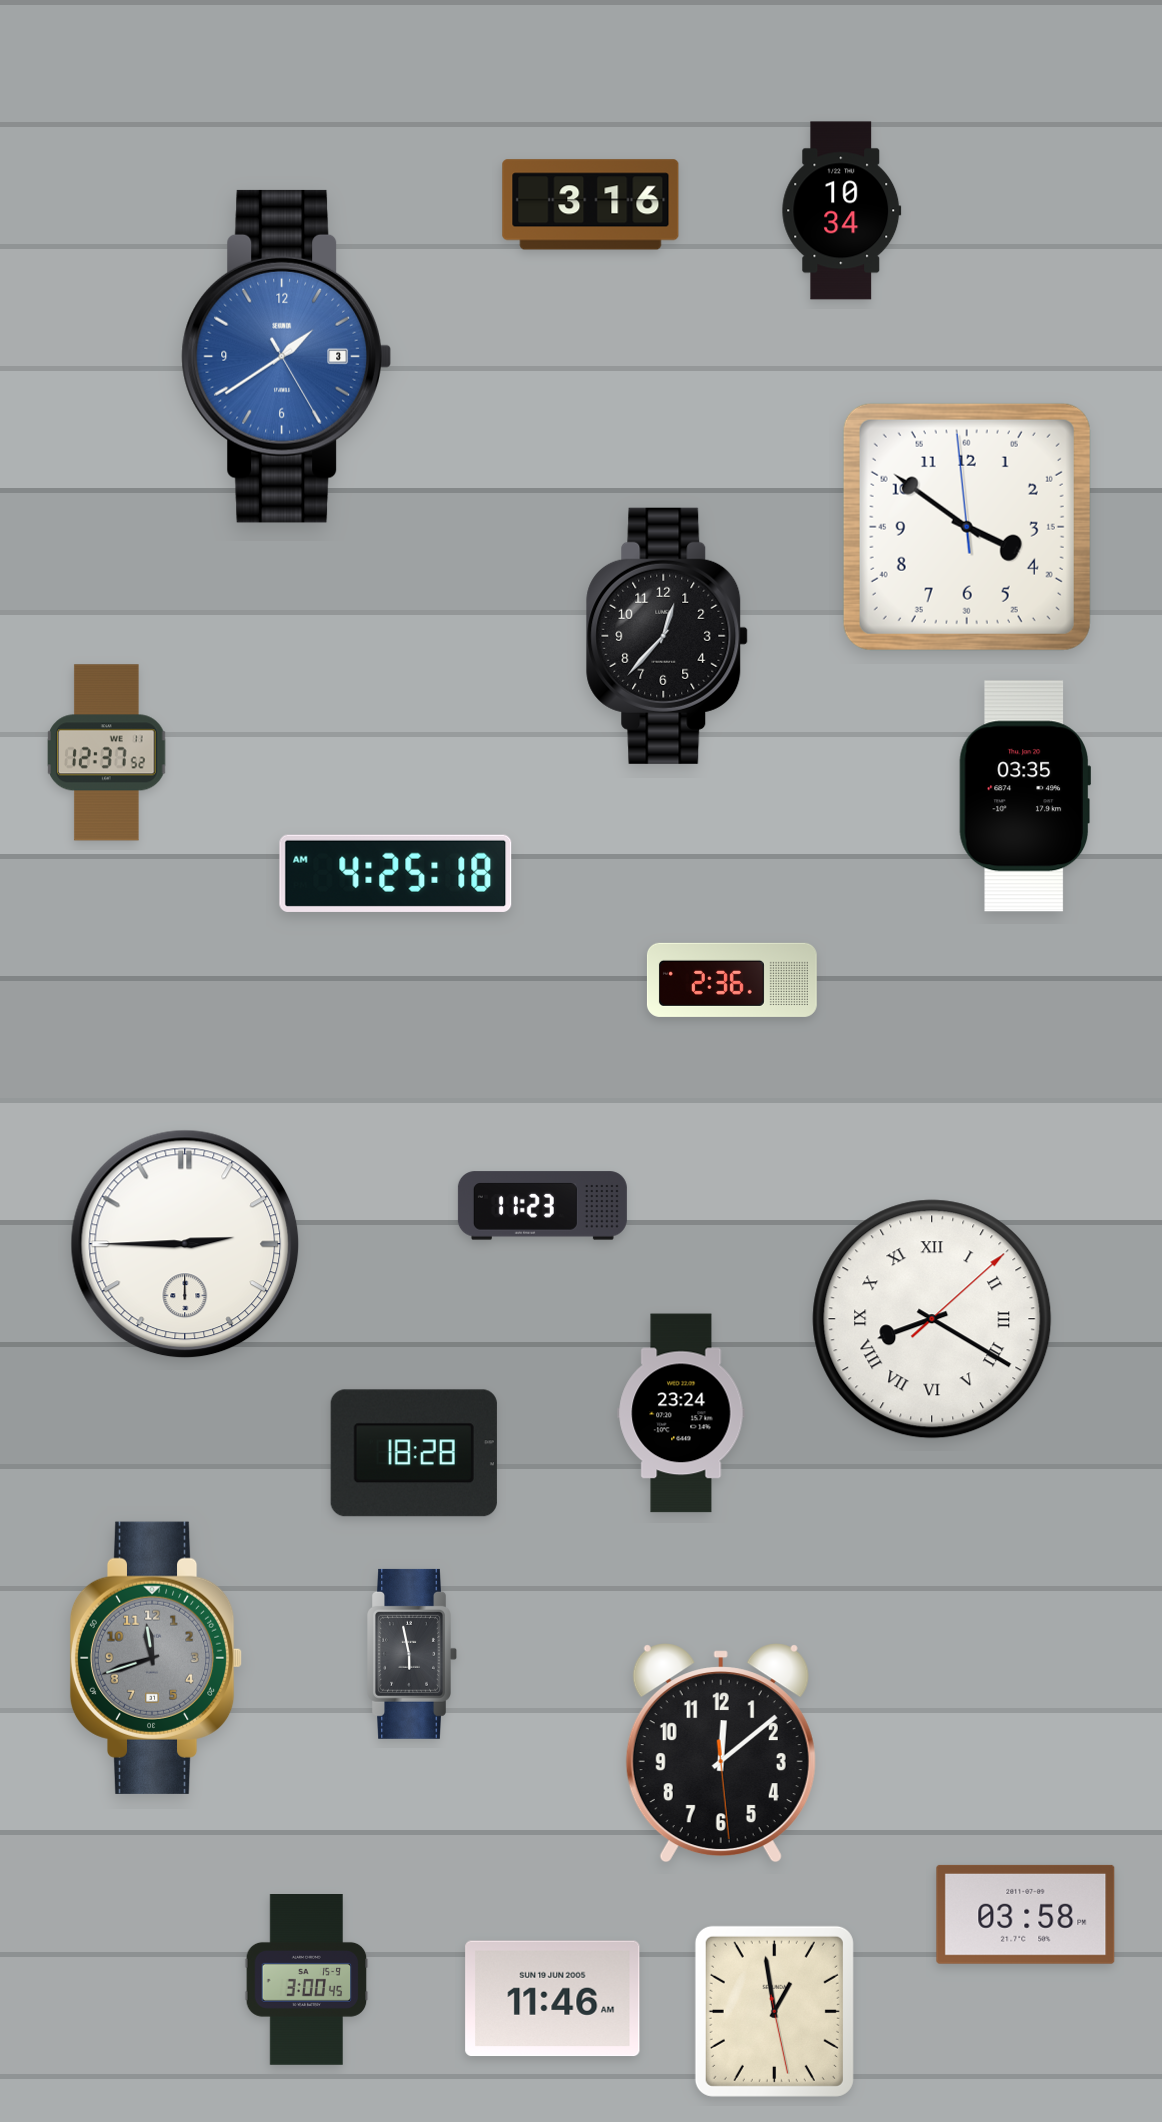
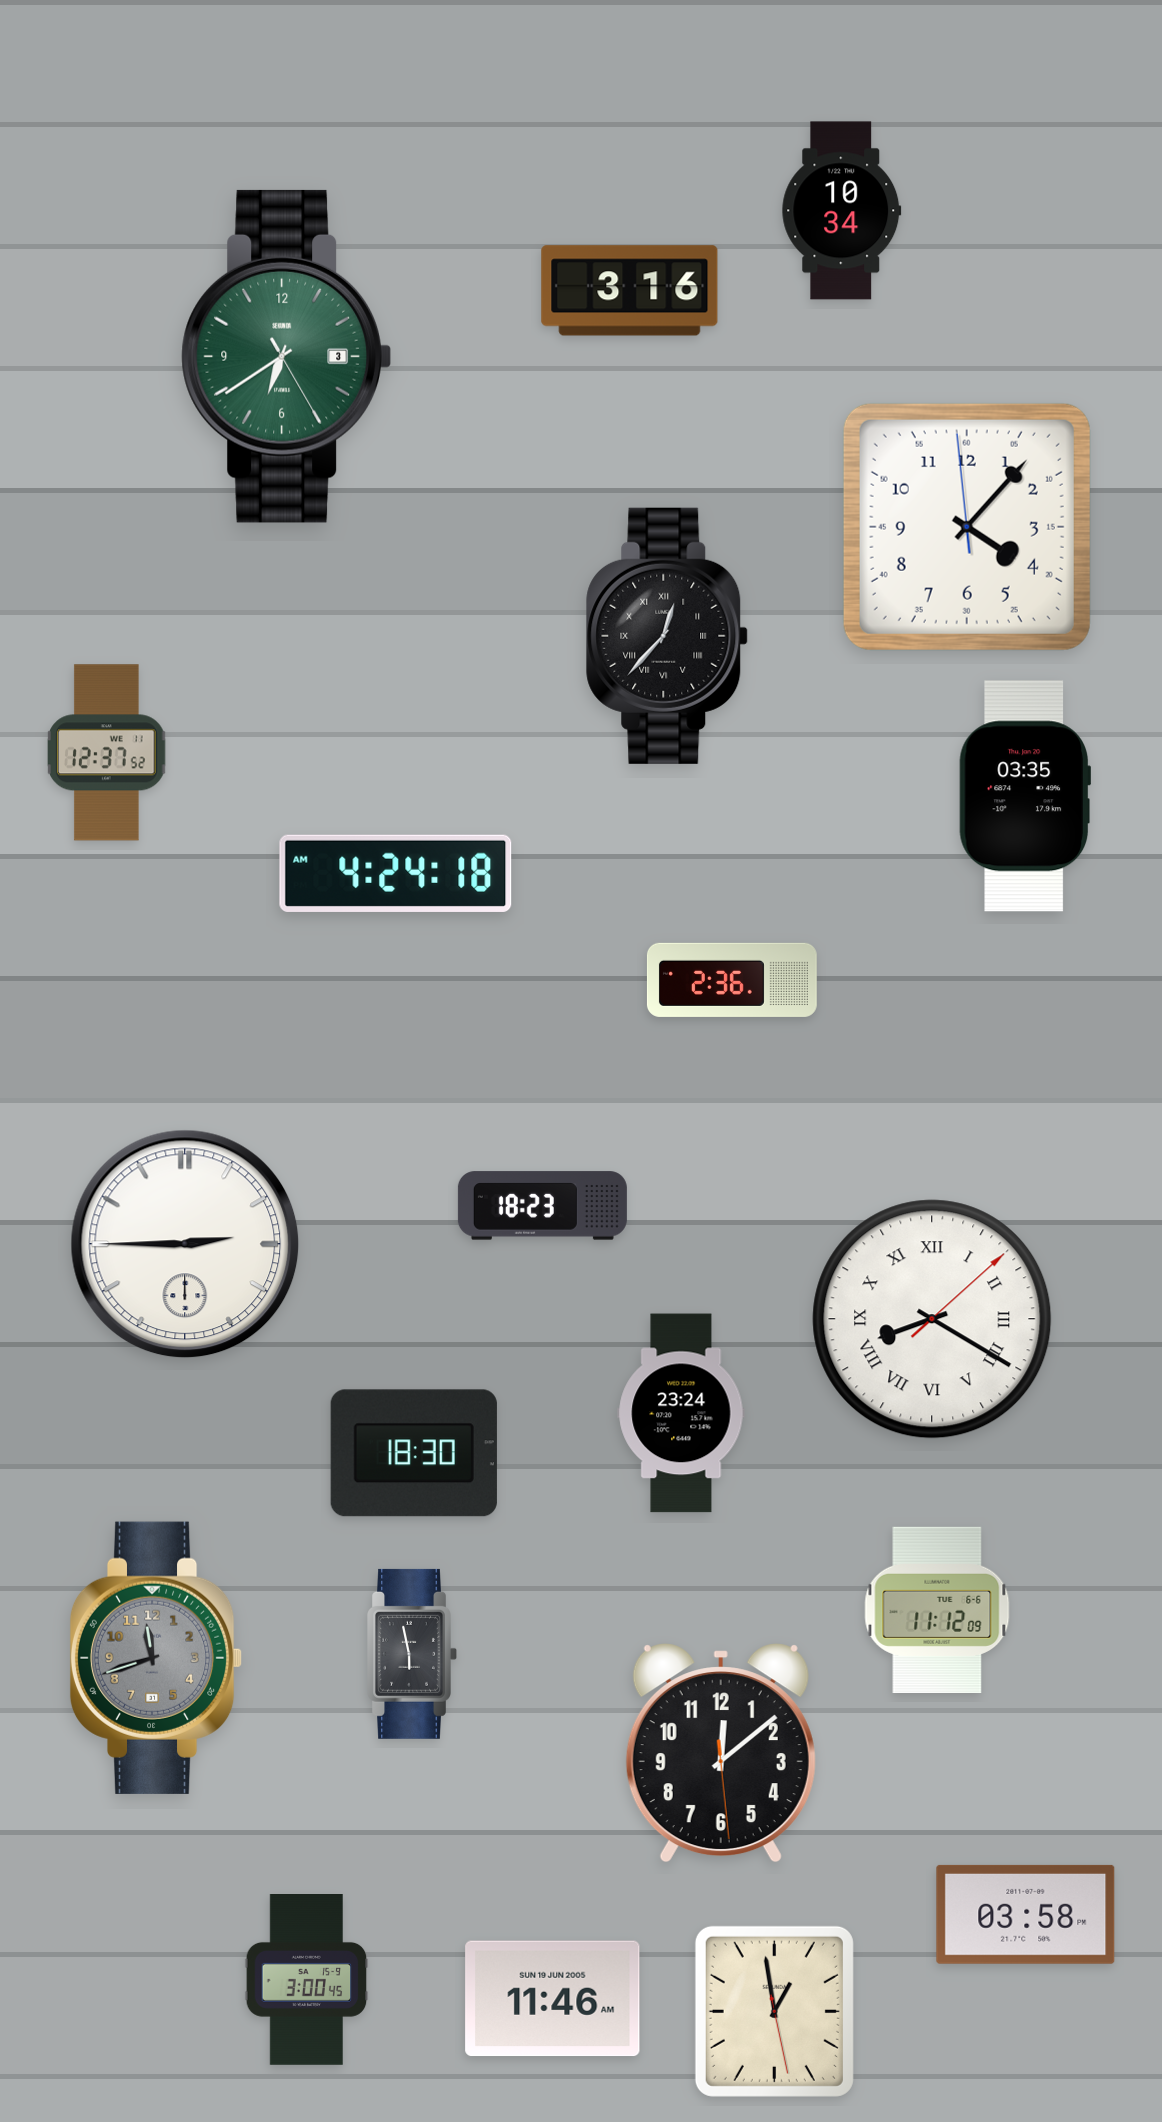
clock at (591, 205) position: (591, 205) -> (630, 291)
clock at (286, 356): 1:39 -> 6:39
clock at (286, 356) dial: blue -> green
clock at (967, 527): 3:50 -> 4:06
clock at (667, 636) numerals: Arabic -> Roman
clock at (396, 873): 4:25 -> 4:24
clock at (542, 1206): 11:23 -> 18:23
clock at (414, 1453): 18:28 -> 18:30
clock at (937, 1610): none -> 11:12
